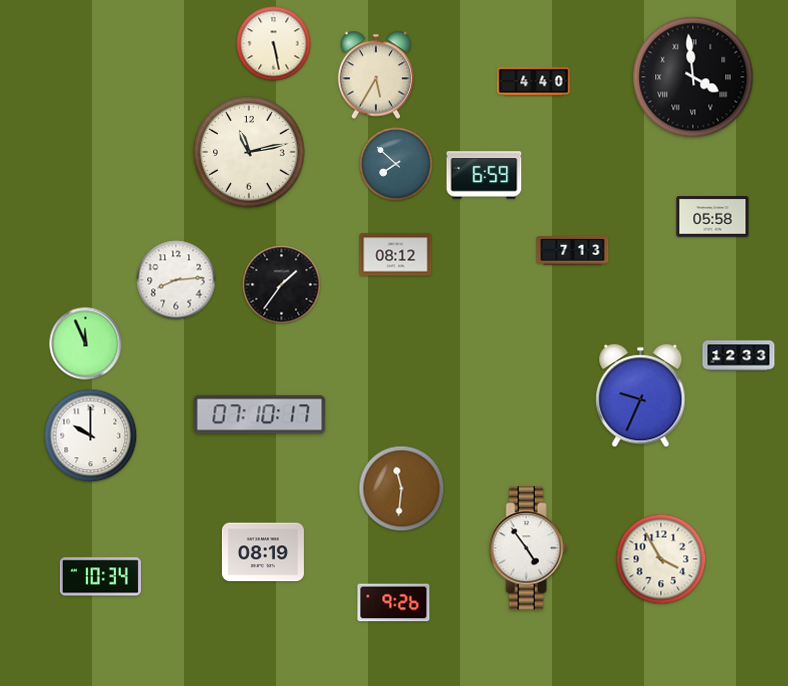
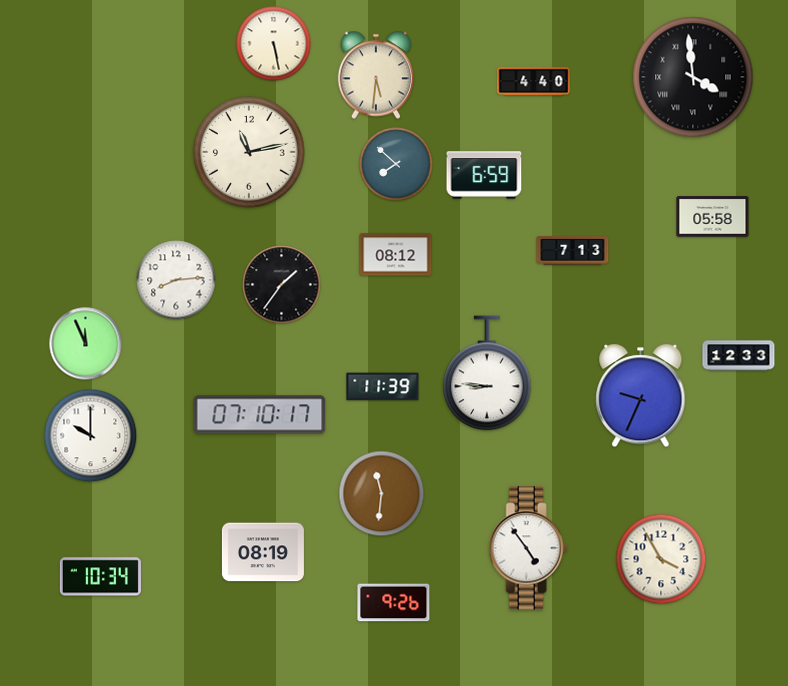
clock at (376, 75): 5:35 -> 5:31
clock at (487, 373): none -> 8:46
clock at (383, 387): none -> 11:39
clock at (402, 489) position: (402, 489) -> (382, 494)
